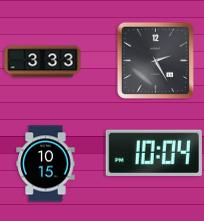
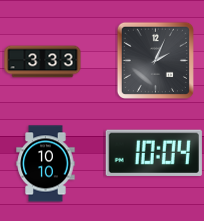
clock at (155, 60): 2:25 -> 2:04
clock at (46, 164): 10:15 -> 10:10
